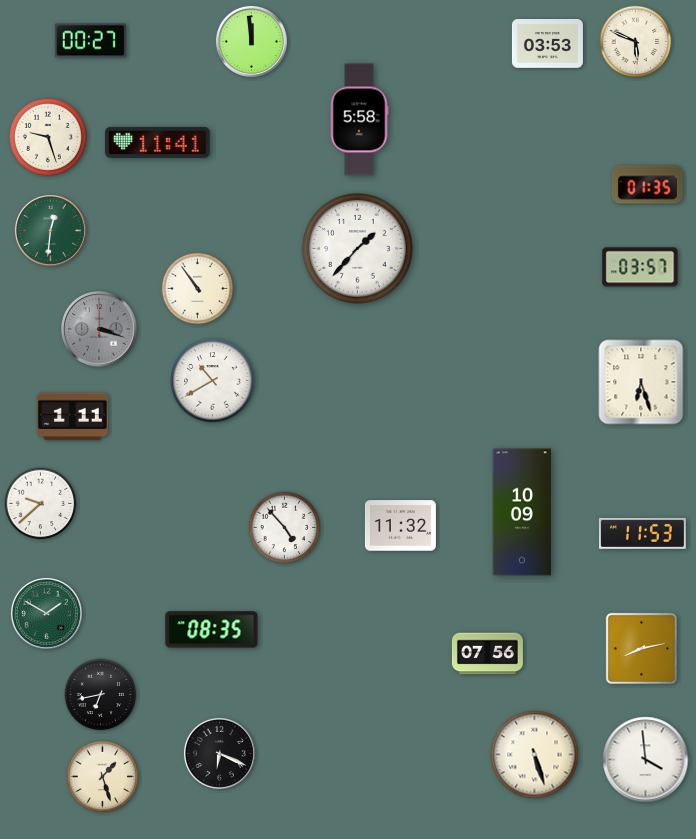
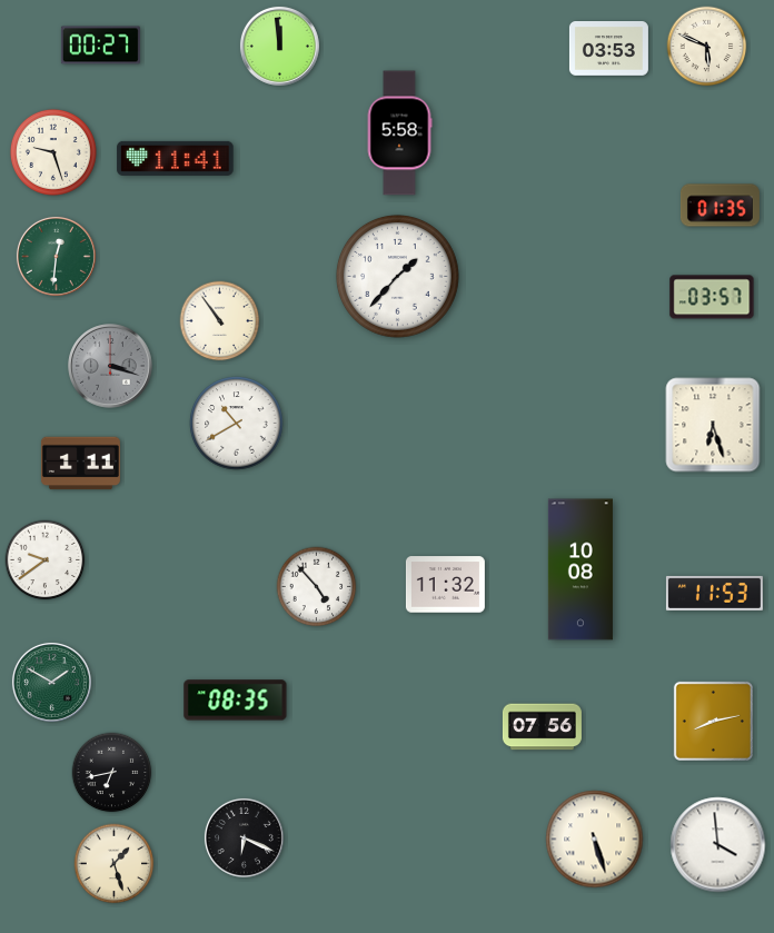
clock at (41, 504): 9:38 -> 9:39
clock at (522, 512): 10:09 -> 10:08
